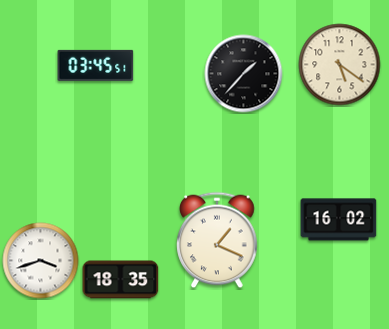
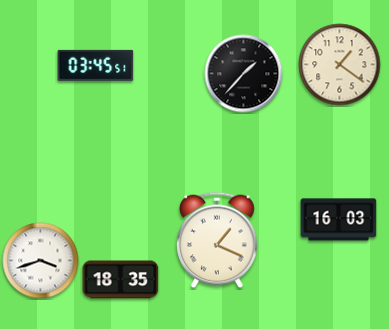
clock at (340, 65): 5:21 -> 1:21
clock at (339, 220): 16:02 -> 16:03
